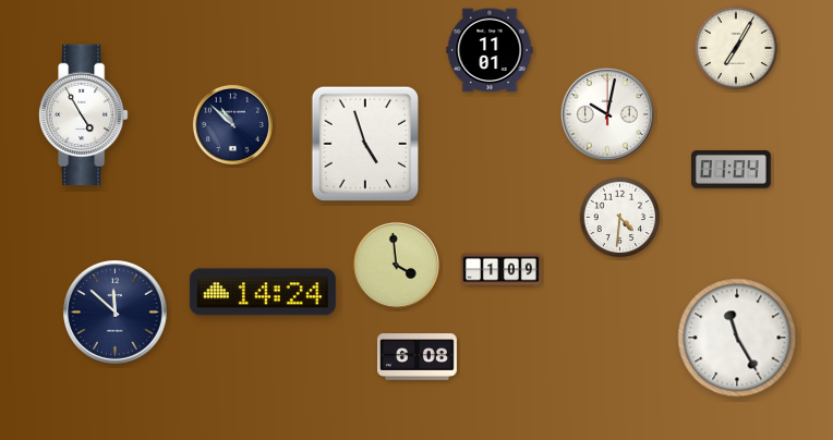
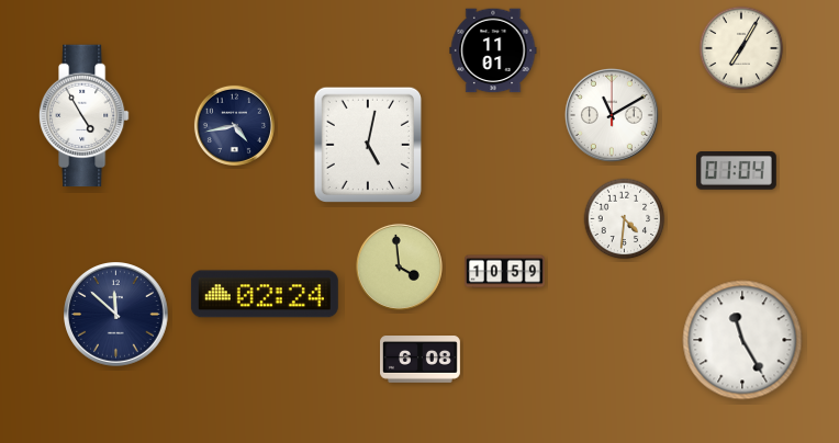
clock at (607, 114): 10:02 -> 11:10
clock at (232, 124): 10:52 -> 4:43
clock at (364, 143): 4:57 -> 5:02
clock at (502, 270): 1:09 -> 10:59
clock at (263, 292): 14:24 -> 02:24
